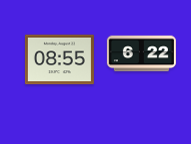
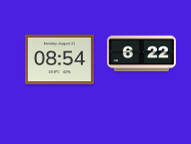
clock at (59, 60): 08:55 -> 08:54
